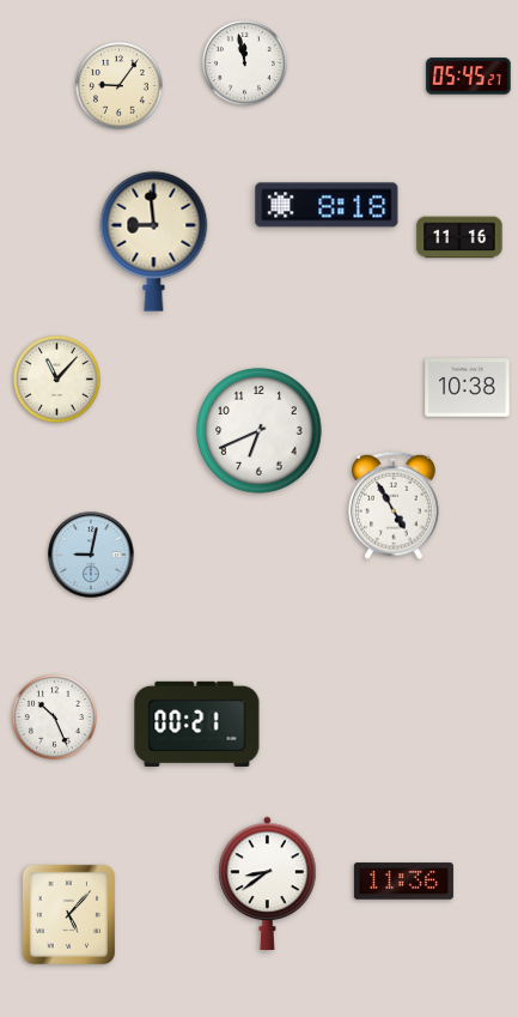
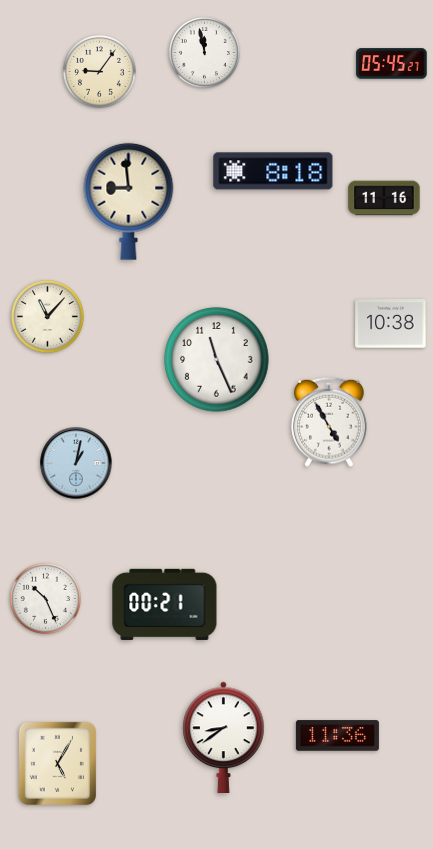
clock at (260, 431): 6:41 -> 11:26
clock at (91, 555): 9:02 -> 1:02
clock at (68, 914): 5:07 -> 5:05
